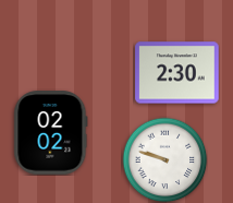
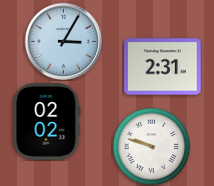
clock at (63, 41): none -> 3:05
clock at (177, 73): 2:30 -> 2:31
